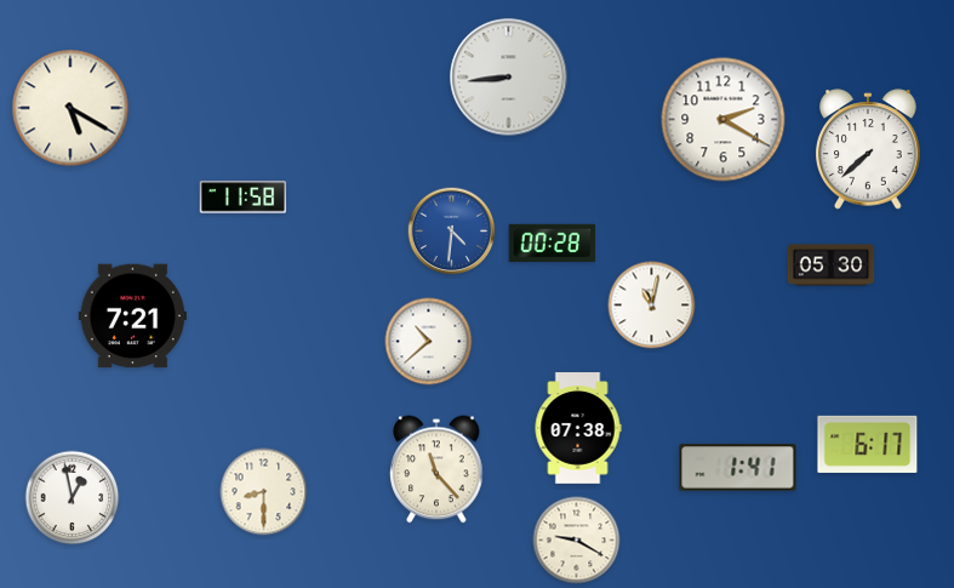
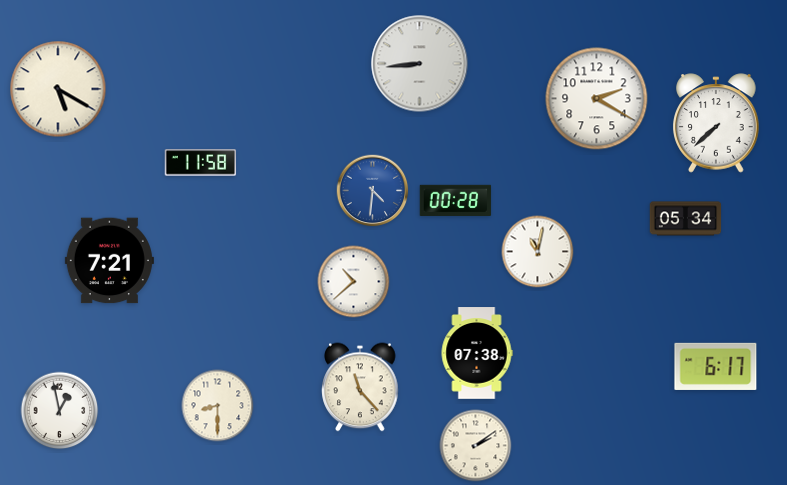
clock at (832, 266): 05:30 -> 05:34
clock at (738, 468): 1:41 -> none
clock at (577, 541): 9:20 -> 2:09
